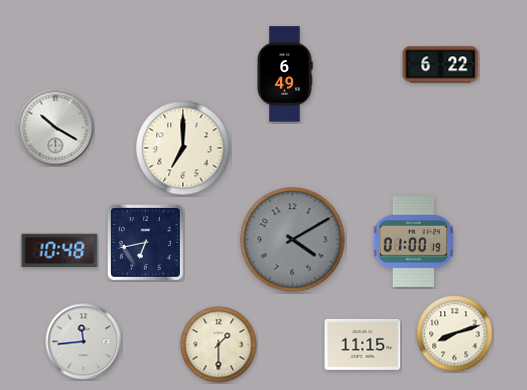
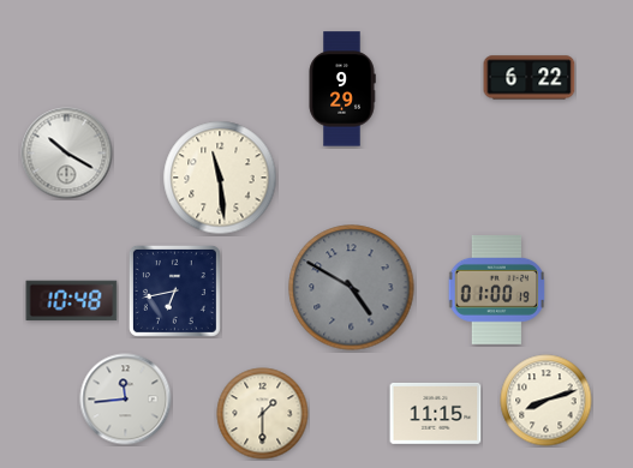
clock at (285, 74): 6:49 -> 9:29
clock at (183, 148): 7:00 -> 11:29
clock at (293, 240): 4:10 -> 4:50
clock at (84, 342) position: (84, 342) -> (126, 400)
